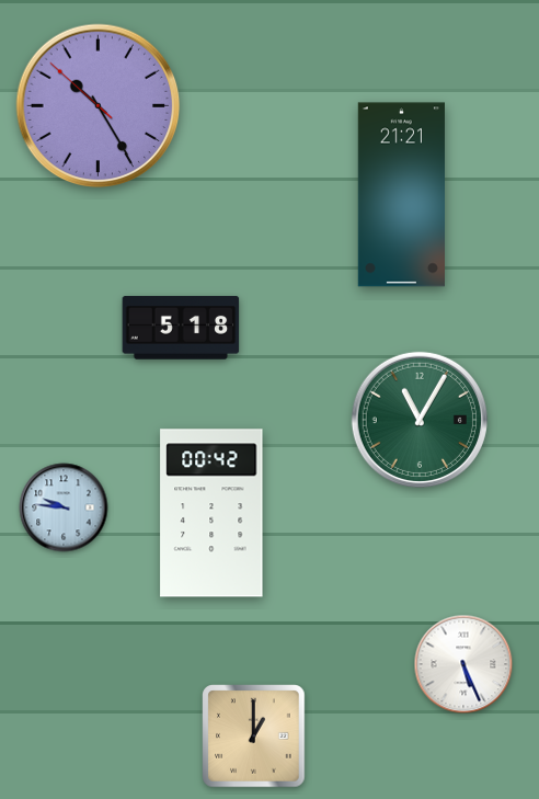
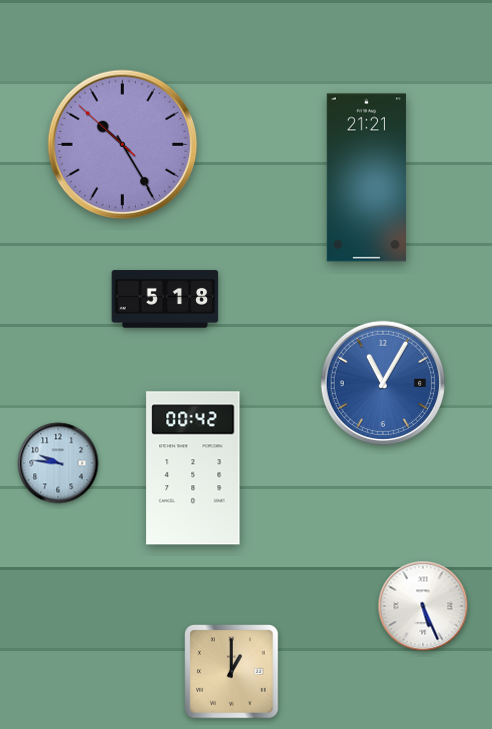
clock at (99, 106) position: (99, 106) -> (123, 145)
clock at (420, 420) dial: green -> blue
